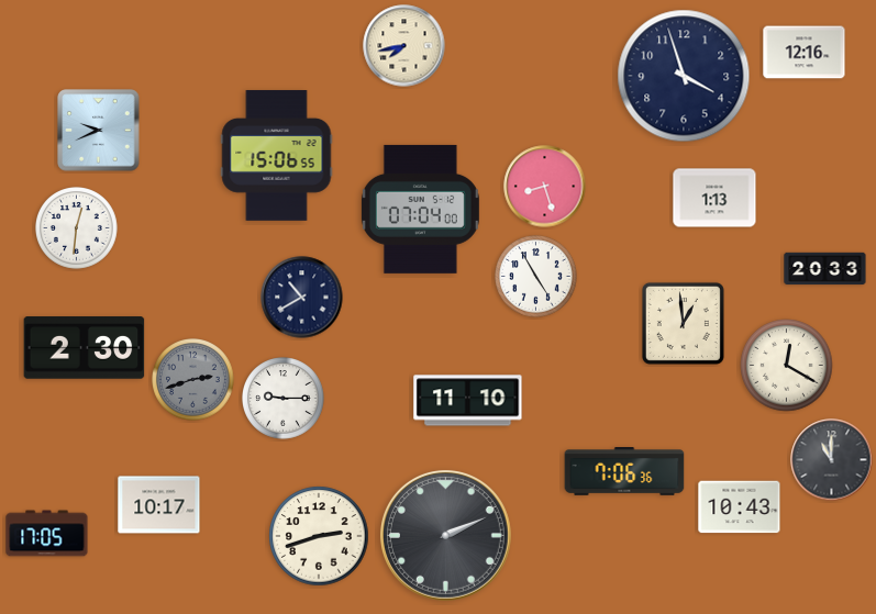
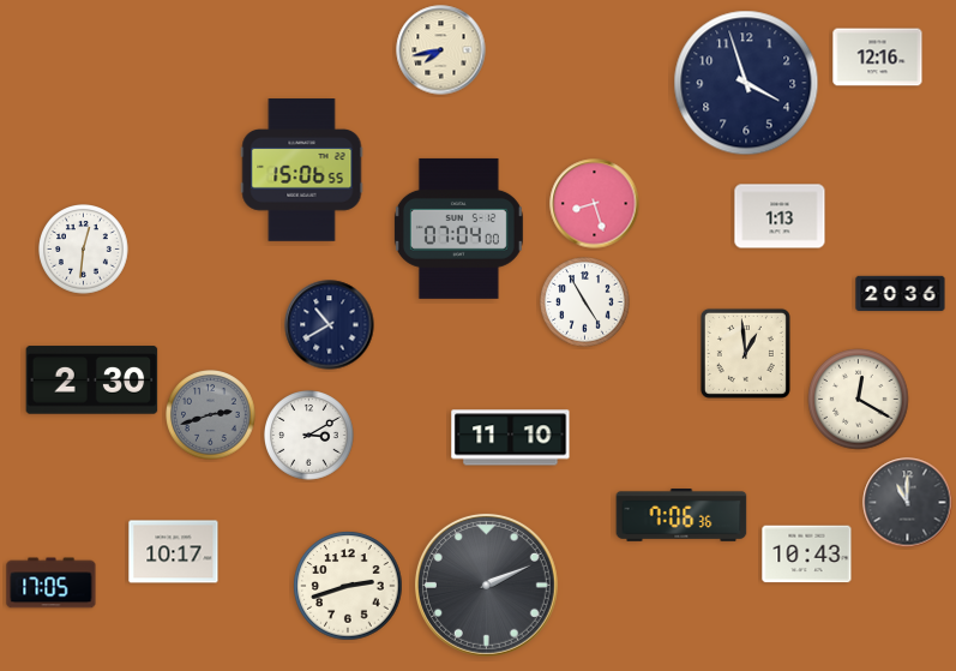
clock at (99, 131): 9:41 -> none
clock at (825, 269): 20:33 -> 20:36
clock at (284, 399): 9:15 -> 3:10
